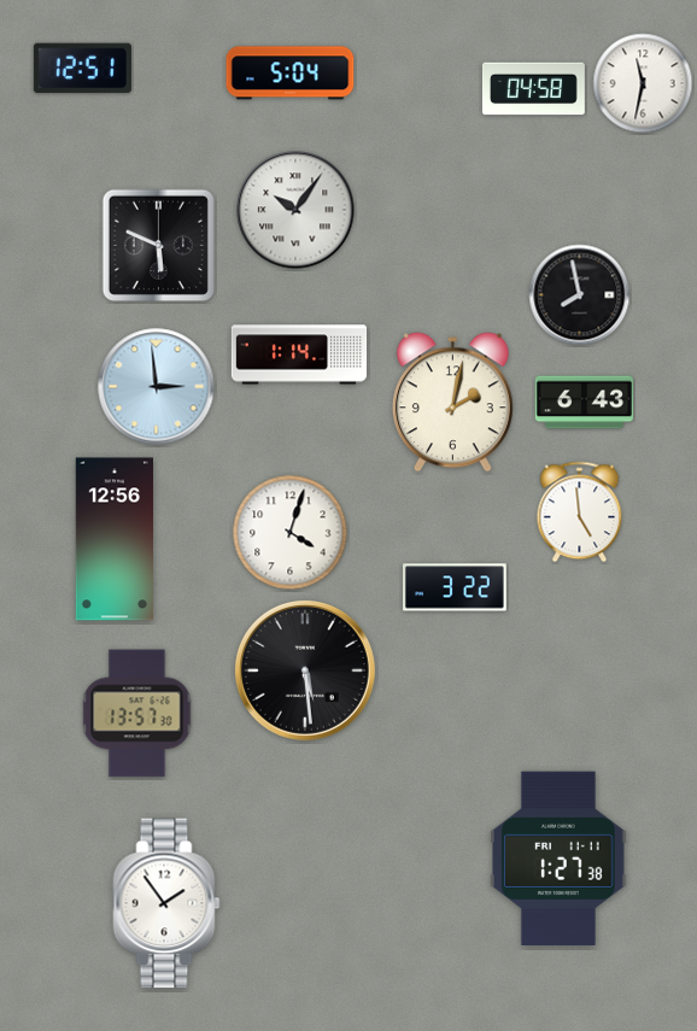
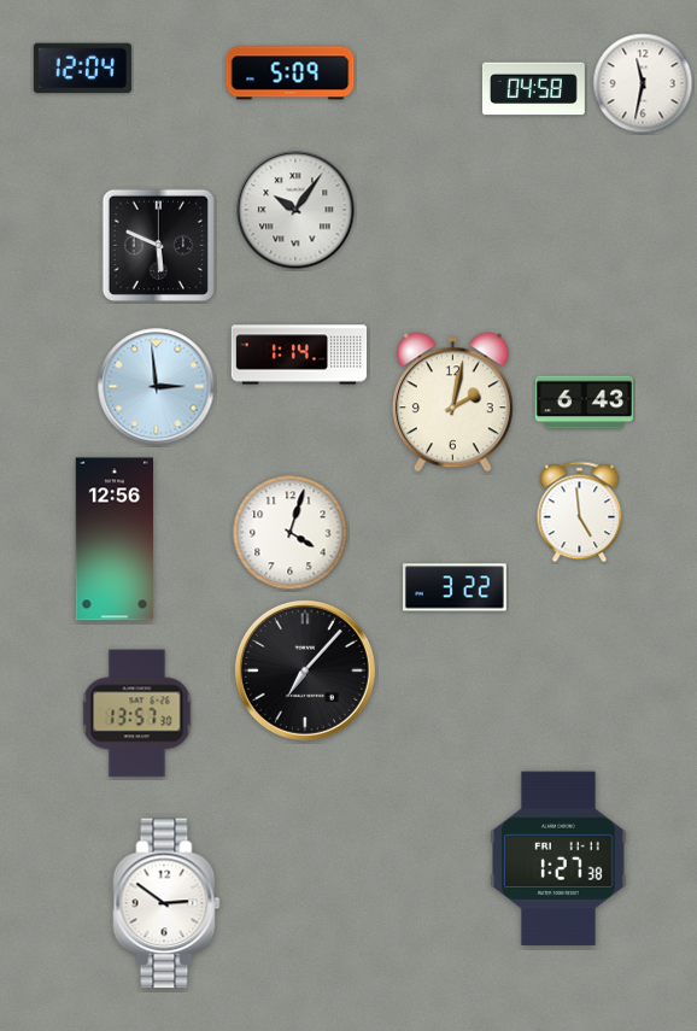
clock at (82, 69): 12:51 -> 12:04
clock at (291, 74): 5:04 -> 5:09
clock at (580, 295): 7:58 -> none
clock at (305, 670): 5:29 -> 7:07
clock at (166, 903): 1:54 -> 2:51
